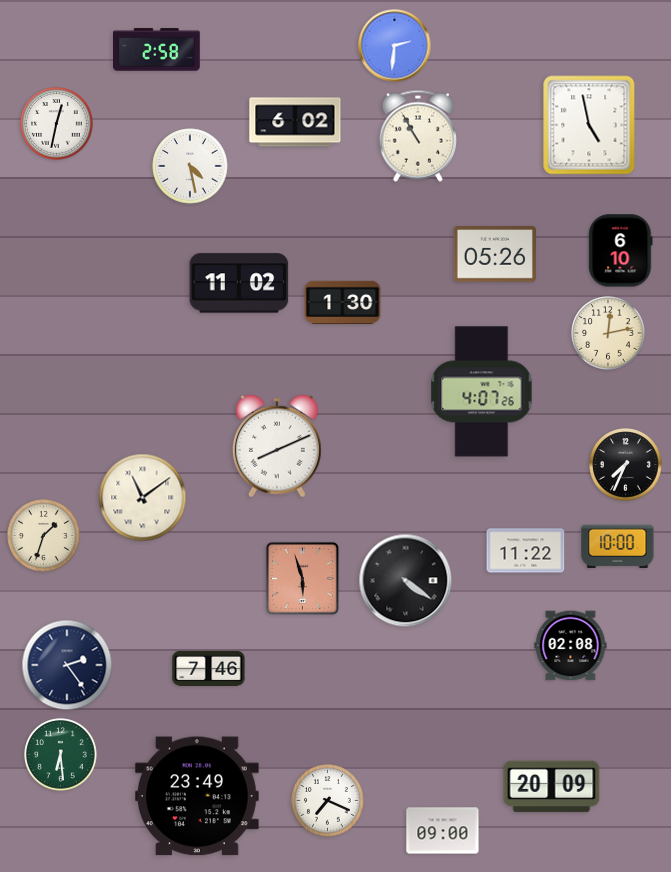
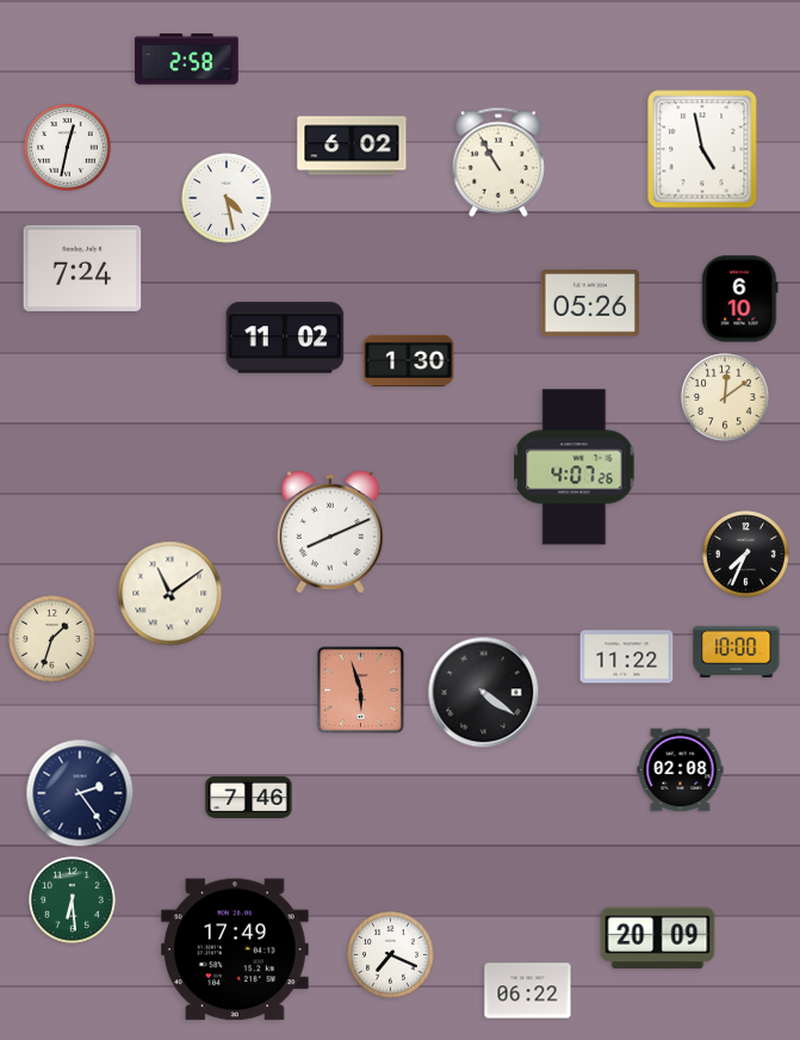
clock at (395, 46): 2:31 -> none
clock at (82, 268): none -> 7:24
clock at (608, 333): 12:13 -> 12:09
clock at (197, 796): 23:49 -> 17:49
clock at (443, 831): 09:00 -> 06:22
